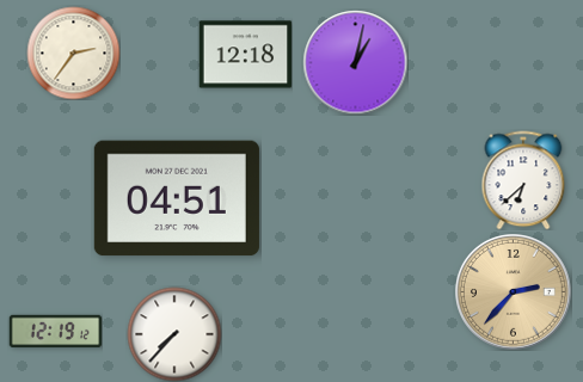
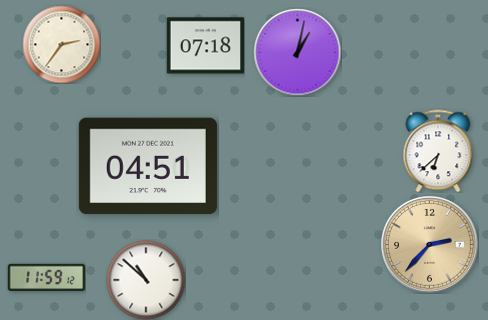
clock at (245, 55): 12:18 -> 07:18
clock at (55, 332): 12:19 -> 11:59
clock at (174, 334): 7:37 -> 10:52
